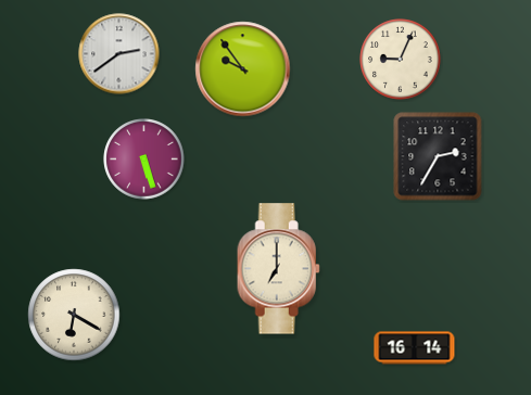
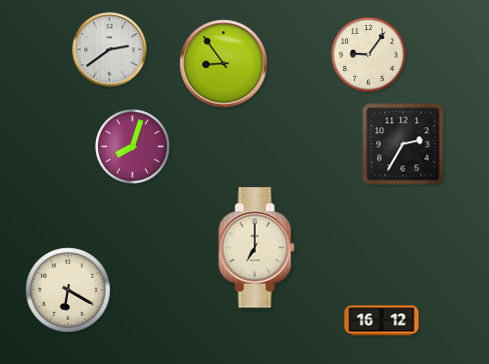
clock at (401, 60): 9:04 -> 9:06
clock at (243, 69): 9:54 -> 8:54
clock at (144, 160): 5:27 -> 8:03
clock at (415, 348): 16:14 -> 16:12
